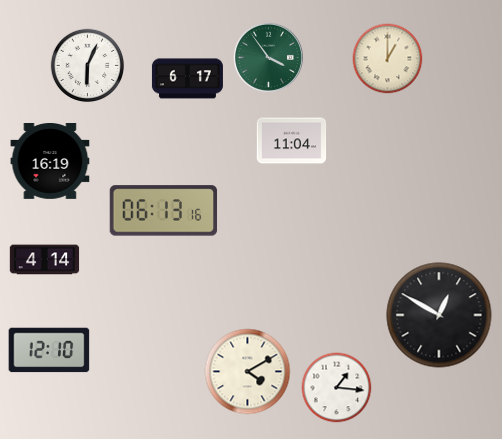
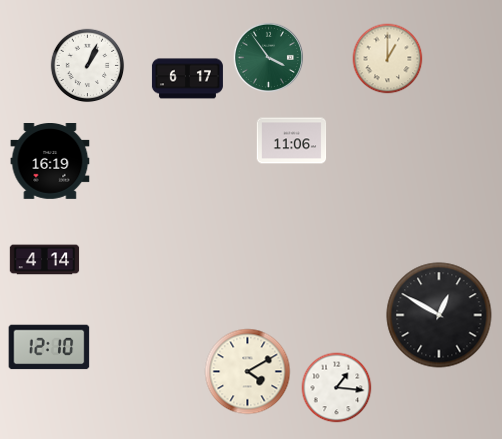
clock at (88, 66): 6:04 -> 1:04
clock at (292, 141): 11:04 -> 11:06
clock at (164, 211): 06:13 -> none
clock at (49, 350) position: (49, 350) -> (49, 347)
